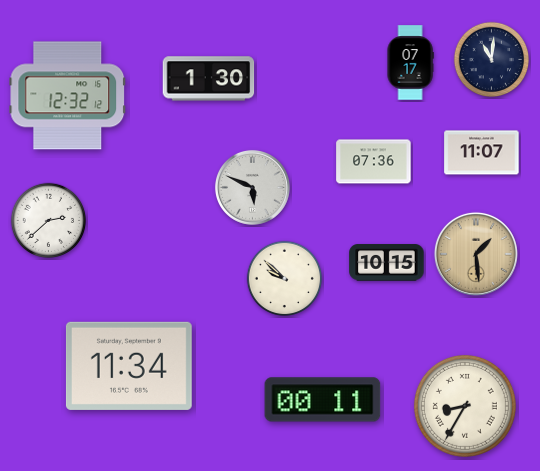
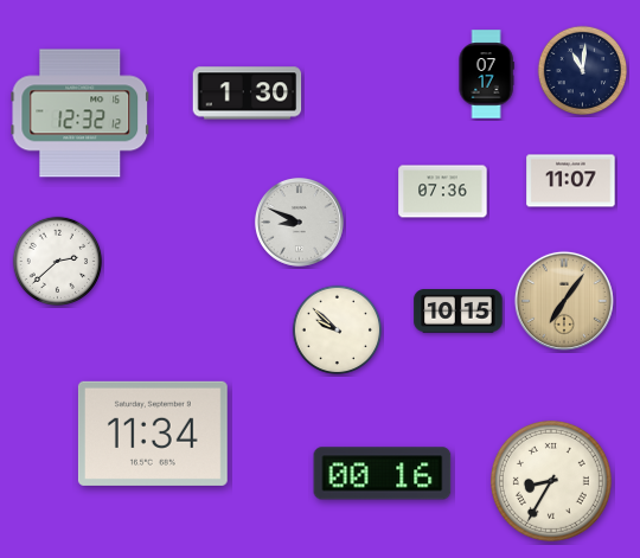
clock at (252, 187): 5:49 -> 8:49
clock at (476, 254): 1:29 -> 7:06
clock at (323, 400): 00:11 -> 00:16
